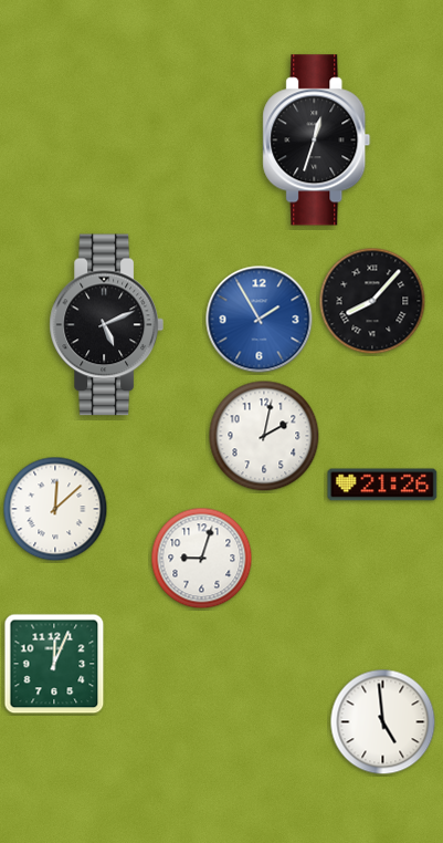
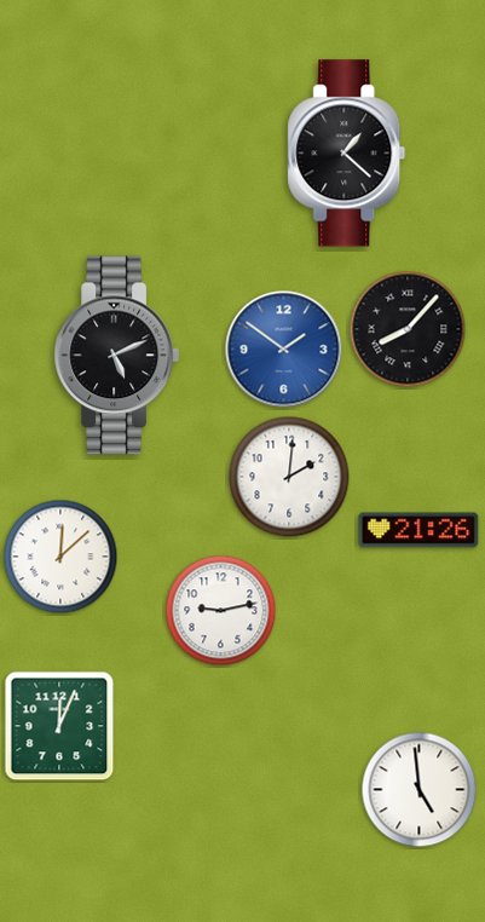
clock at (317, 140): 12:33 -> 1:22
clock at (260, 320): 1:55 -> 1:51
clock at (264, 436): 2:02 -> 2:01
clock at (202, 559): 9:03 -> 9:13
